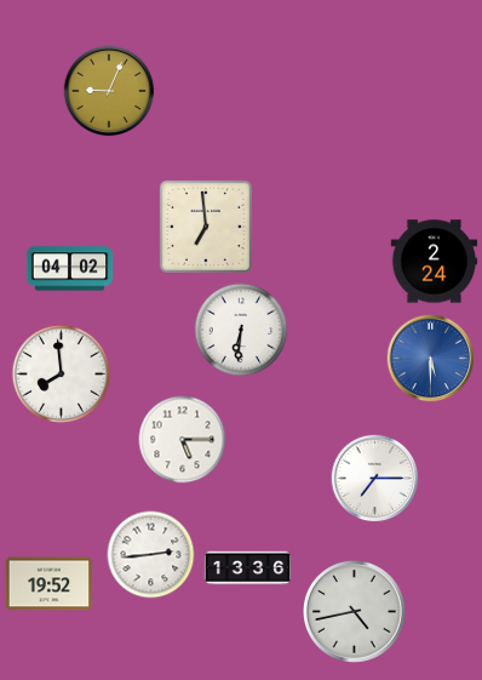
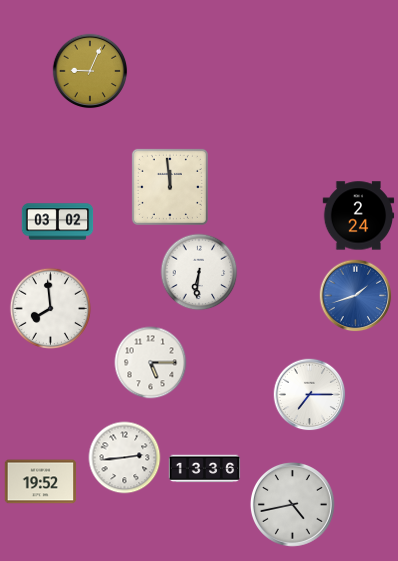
clock at (109, 91) position: (109, 91) -> (90, 71)
clock at (206, 227): 6:59 -> 11:59
clock at (70, 269): 04:02 -> 03:02
clock at (431, 359): 5:30 -> 1:42
